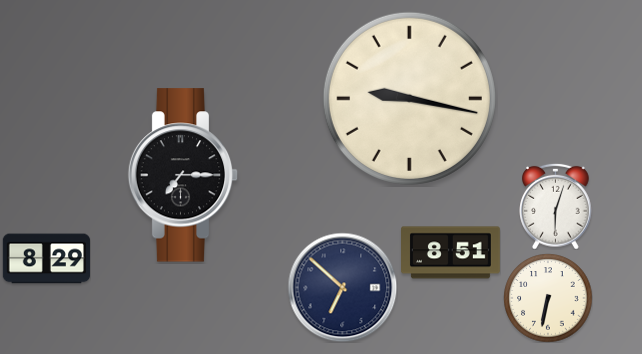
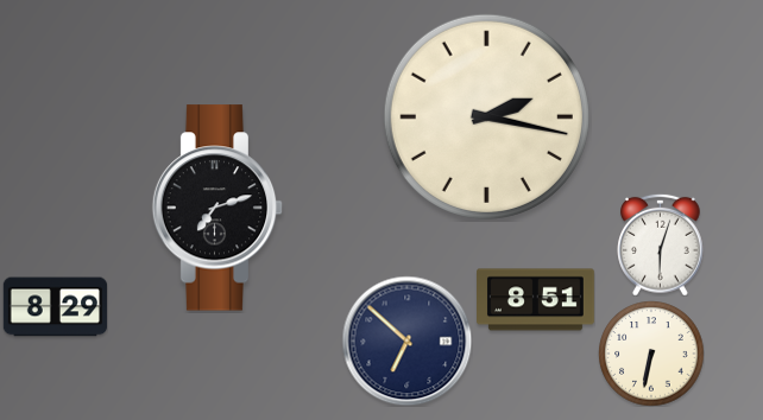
clock at (409, 98): 9:17 -> 2:17
clock at (183, 175): 7:15 -> 7:12
